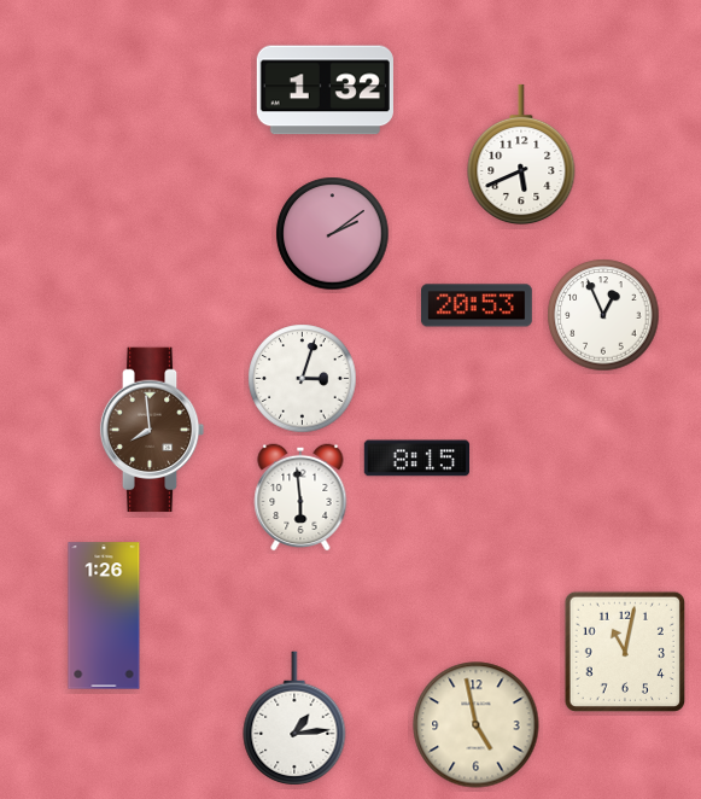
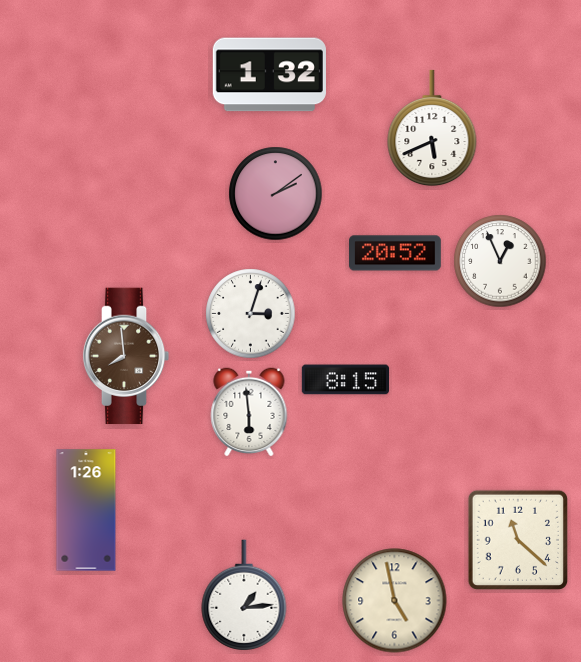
clock at (478, 305): 20:53 -> 20:52
clock at (624, 651): 11:02 -> 11:22
